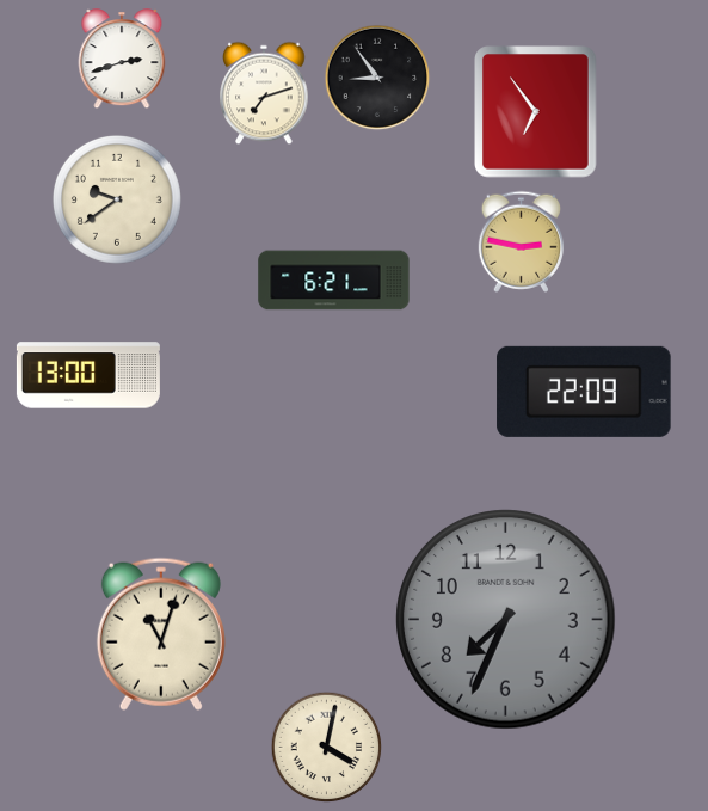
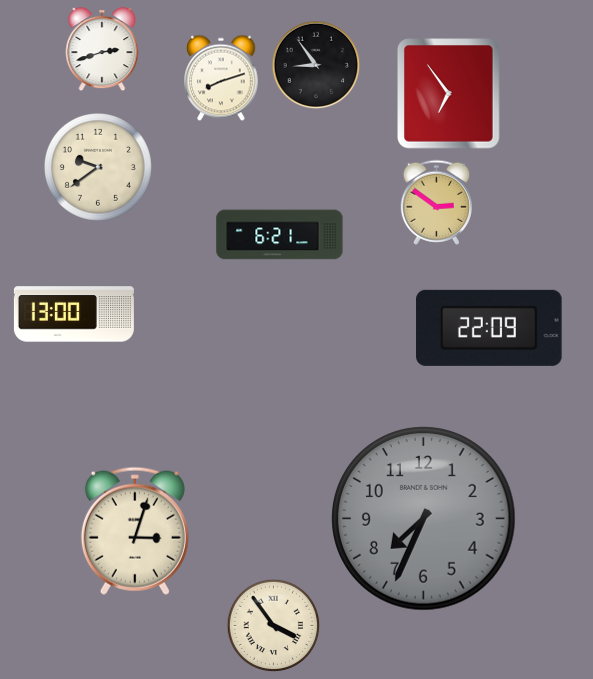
clock at (264, 93): 7:12 -> 8:12
clock at (521, 241): 2:47 -> 2:51
clock at (161, 634): 11:03 -> 3:03
clock at (327, 748): 4:02 -> 3:54
